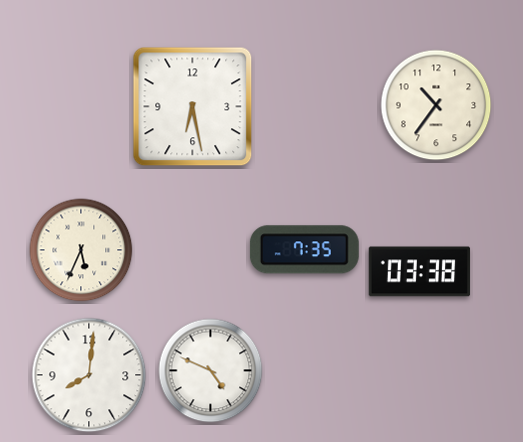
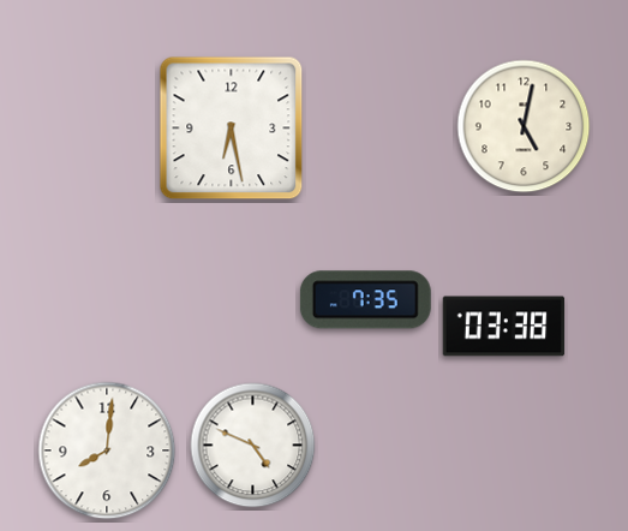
clock at (436, 105): 10:36 -> 5:02
clock at (81, 250): 5:34 -> none
